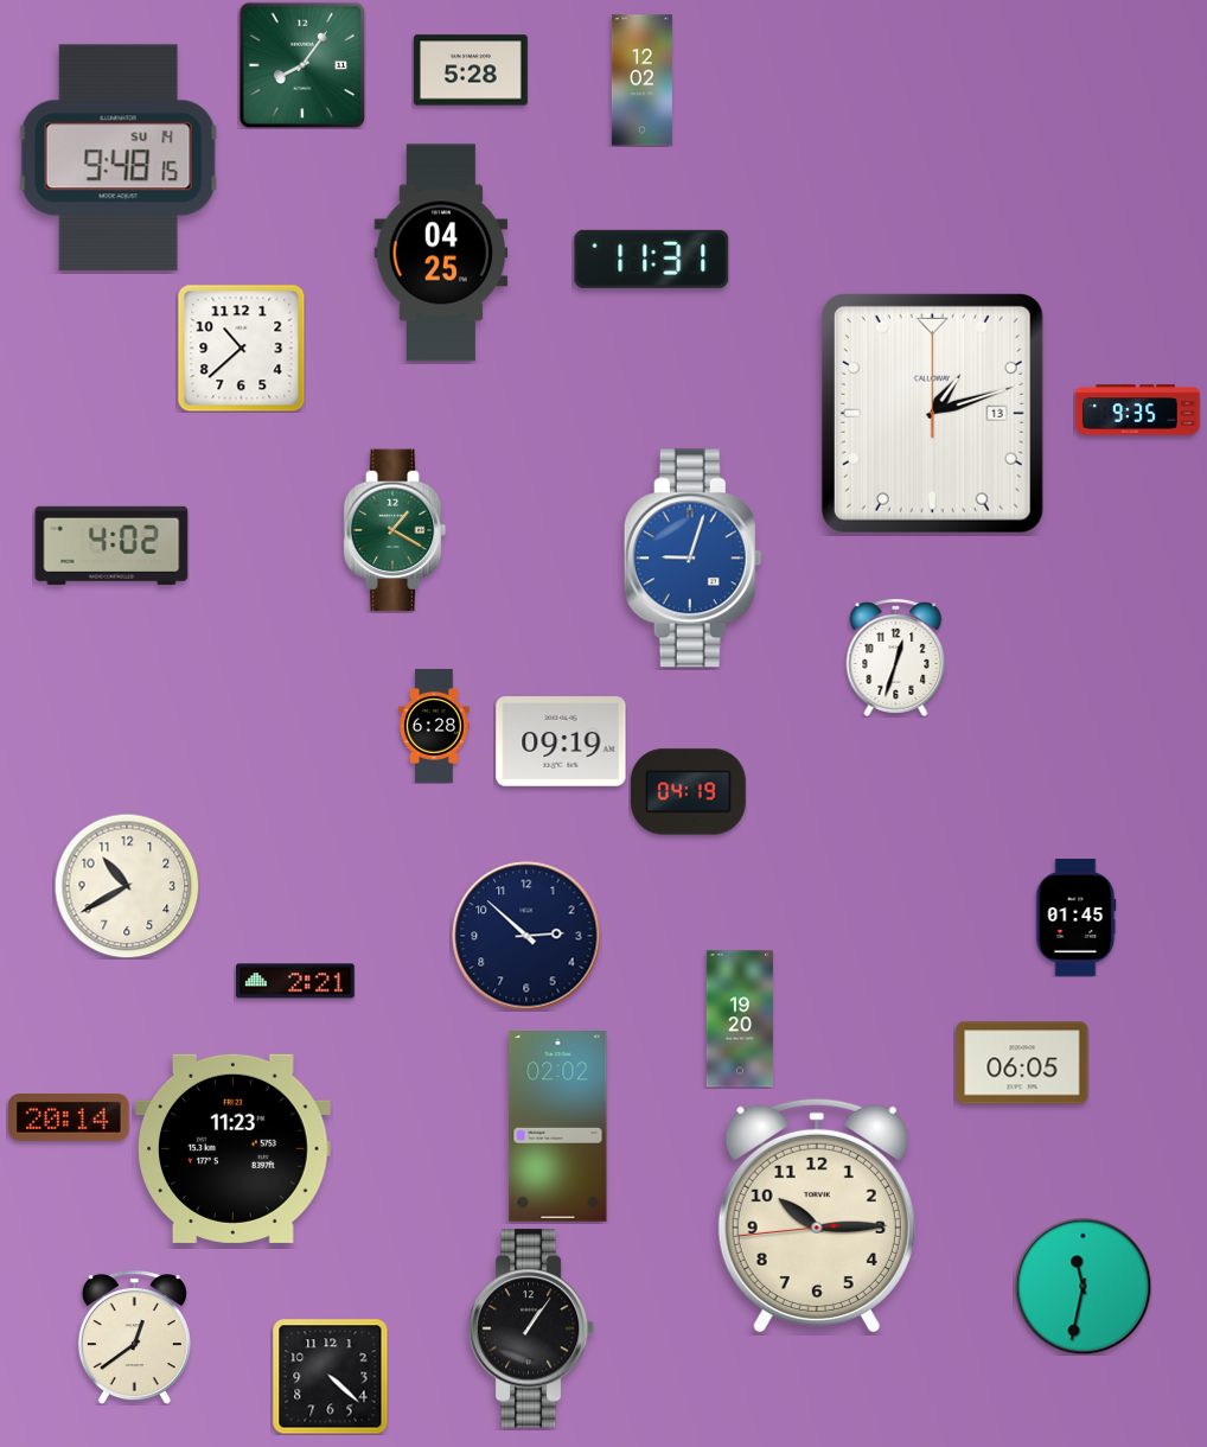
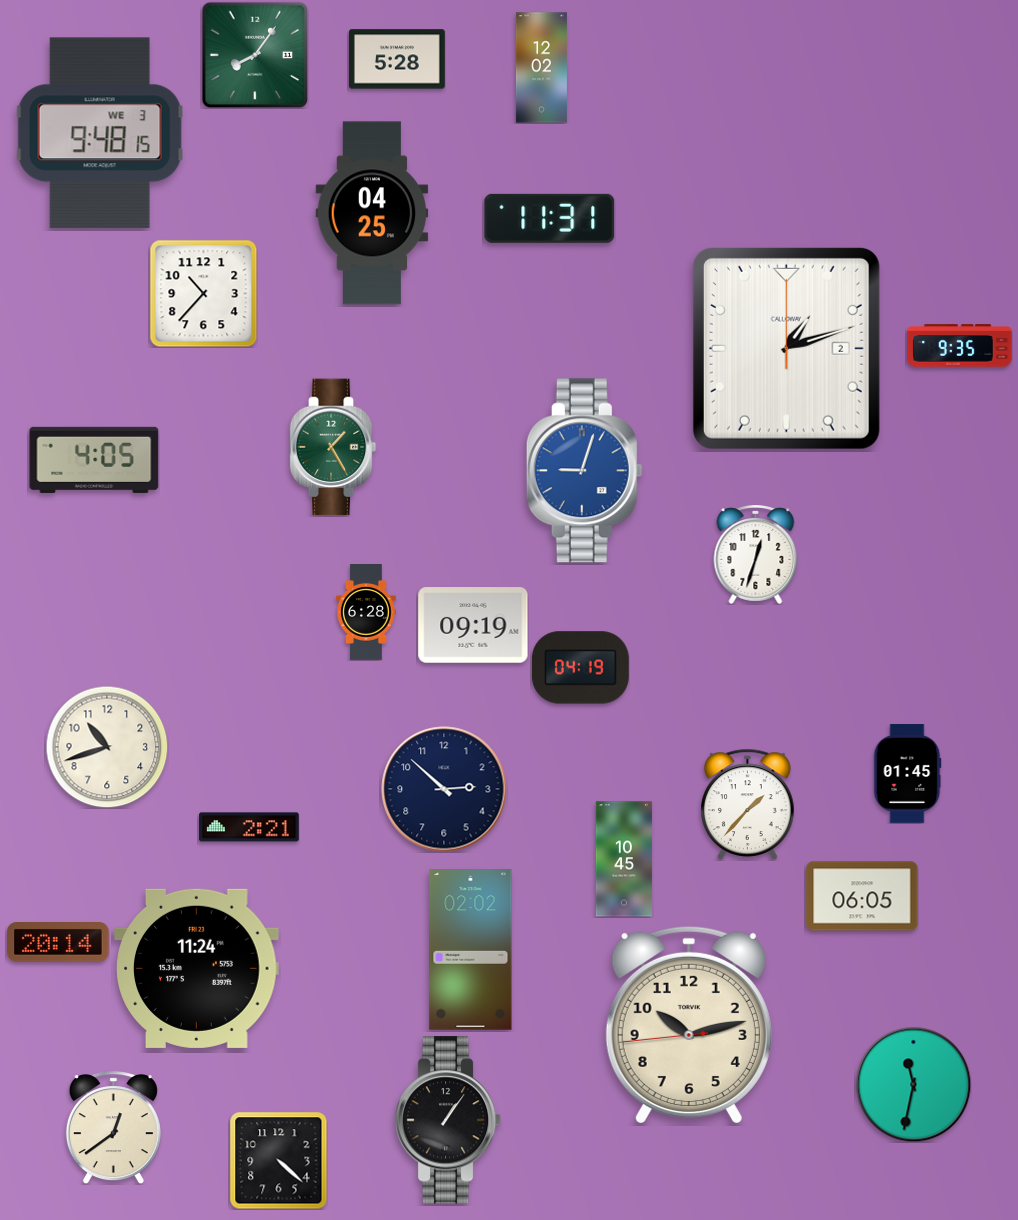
clock at (119, 158) date: SU 14 -> WE 3
clock at (241, 348): 10:38 -> 10:37
clock at (932, 413) date: 13 -> 2
clock at (395, 530): 1:20 -> 1:25
clock at (111, 546): 4:02 -> 4:05
clock at (127, 886): 10:40 -> 10:42
clock at (748, 804): none -> 1:37
clock at (740, 1019): 19:20 -> 10:45
clock at (234, 1148): 11:23 -> 11:24
clock at (817, 1215): 10:14 -> 10:12
